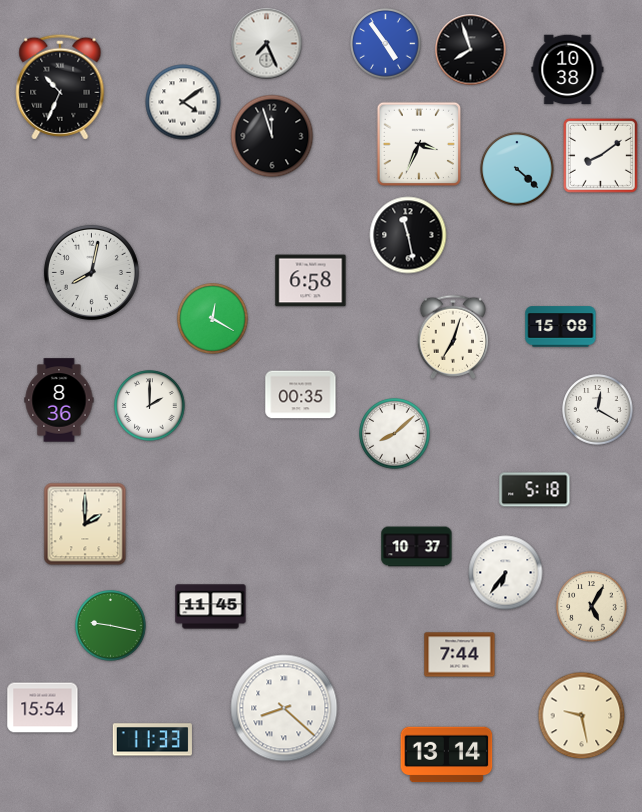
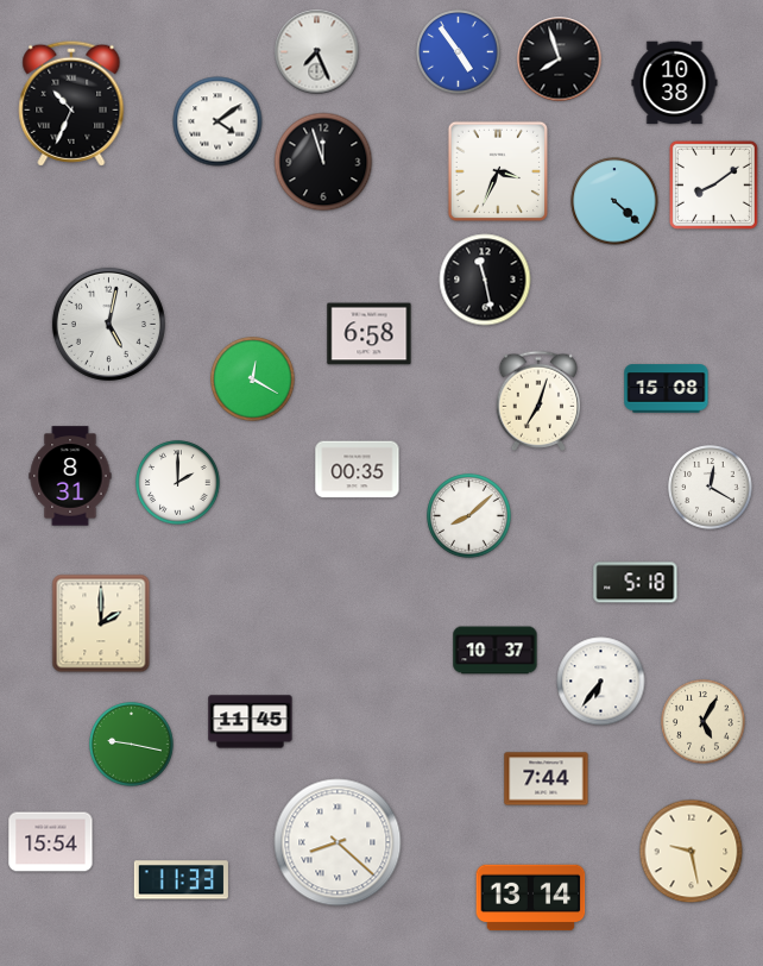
clock at (91, 272): 8:02 -> 5:02
clock at (59, 400): 8:36 -> 8:31
